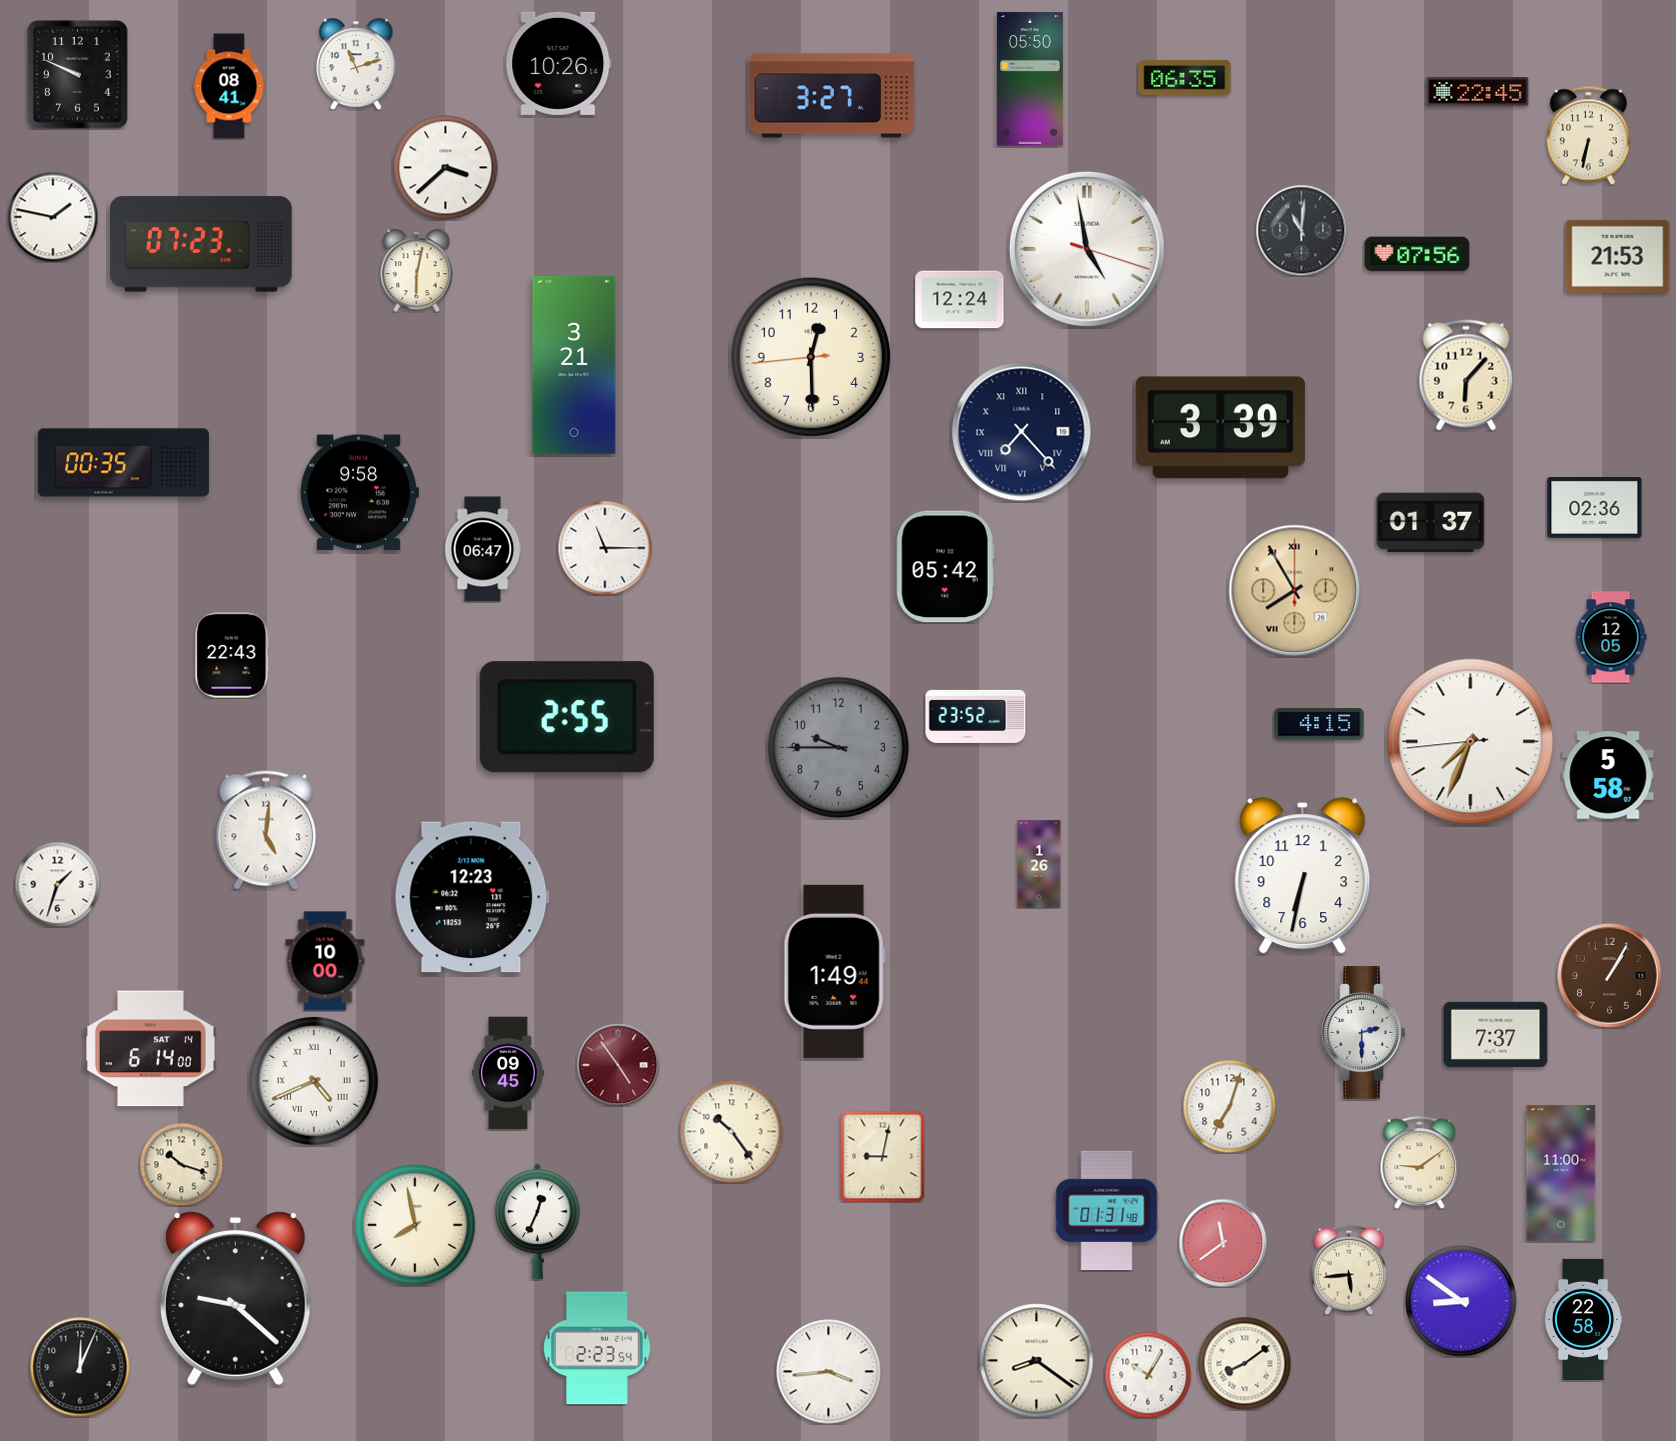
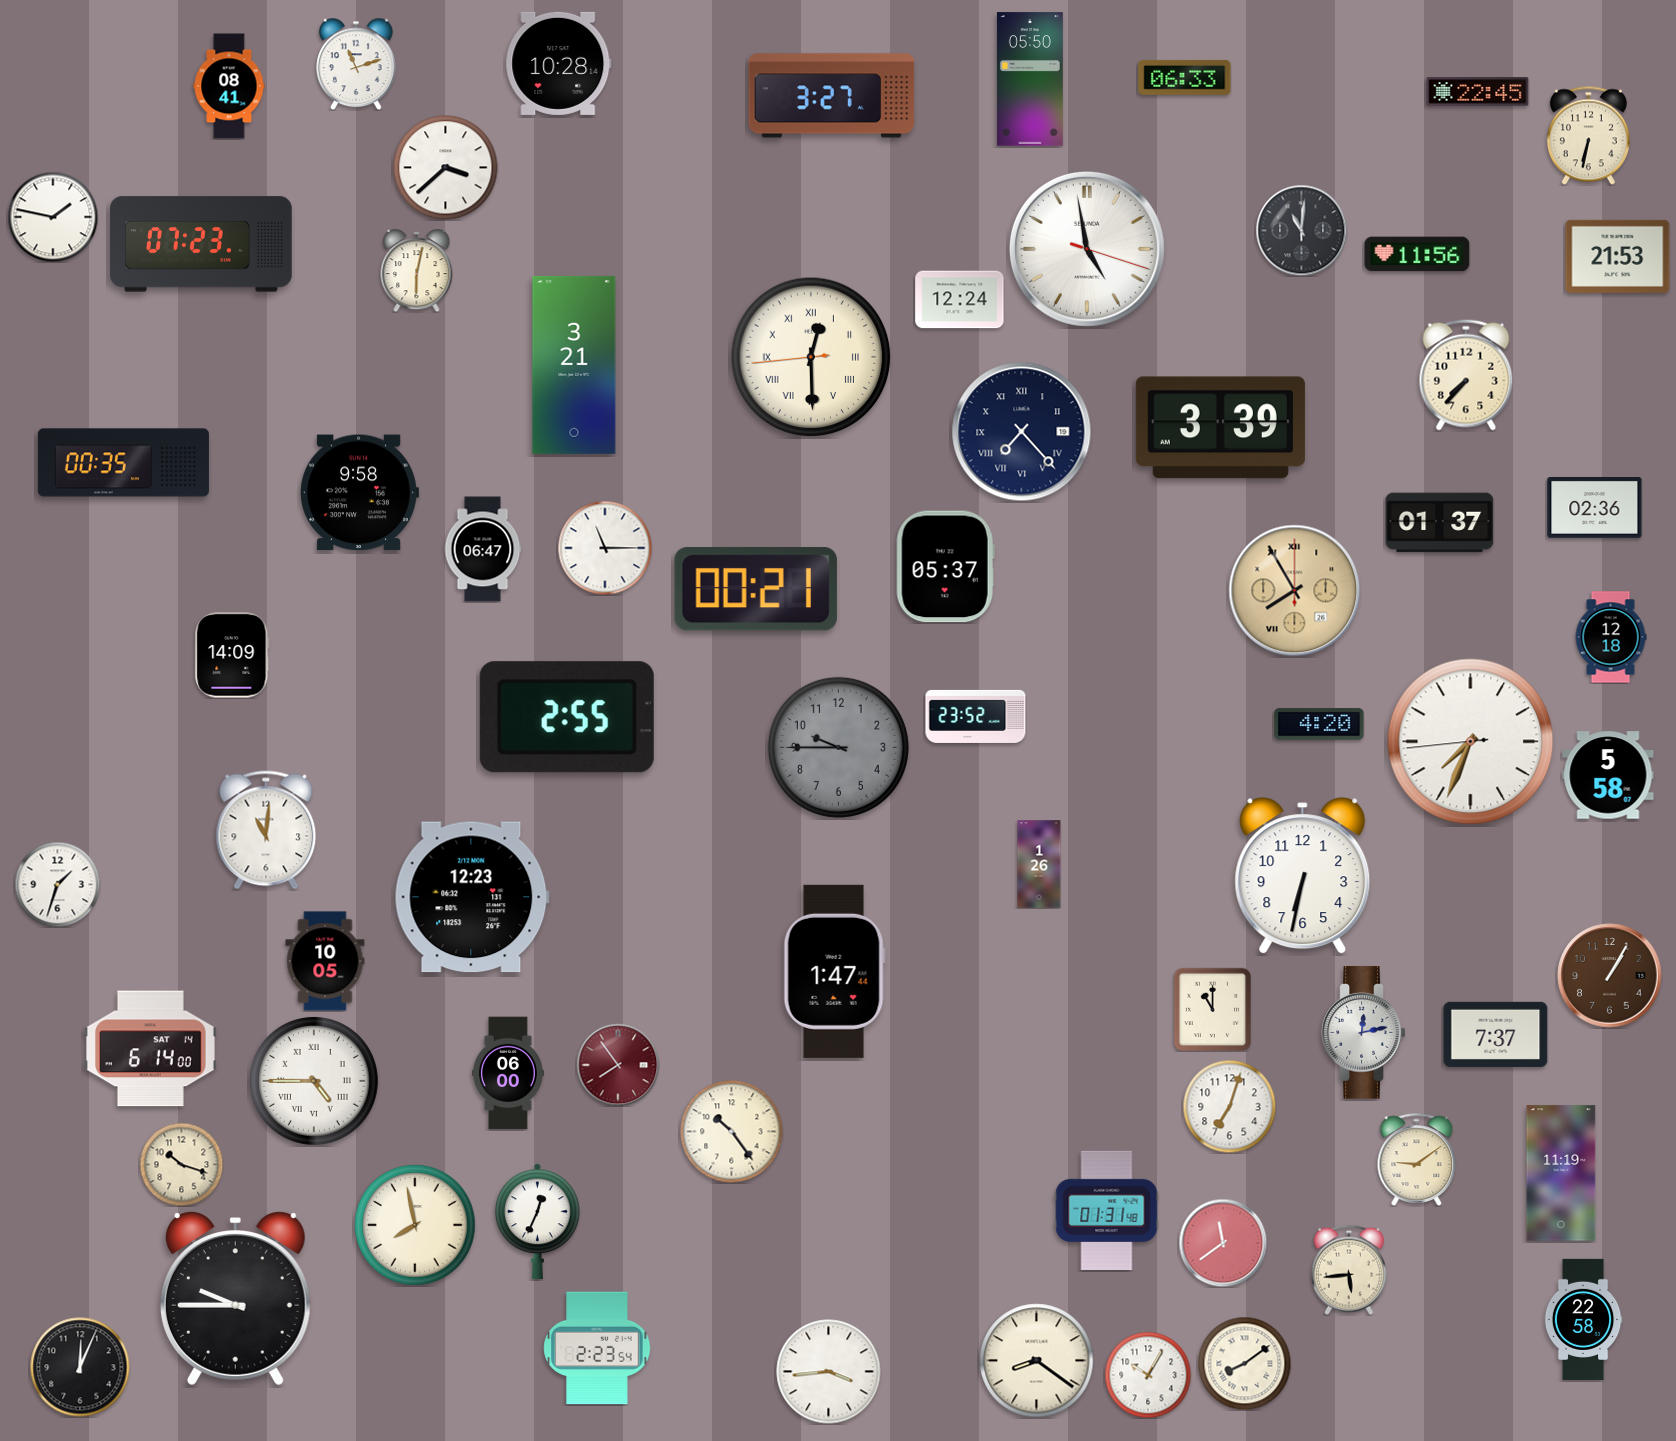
clock at (559, 63): 10:26 -> 10:28
clock at (78, 75): 9:49 -> none
clock at (1185, 77): 06:35 -> 06:33
clock at (1417, 254): 07:56 -> 11:56
clock at (811, 357) numerals: Arabic -> Roman
clock at (1466, 375): 6:07 -> 7:37
clock at (1431, 523) position: (1431, 523) -> (1440, 523)
clock at (945, 567): 05:42 -> 05:37
clock at (756, 590): none -> 00:21
clock at (1611, 637): 12:05 -> 12:18
clock at (232, 655): 22:43 -> 14:09
clock at (1319, 724): 4:15 -> 4:20
clock at (266, 830): 5:01 -> 11:01
clock at (325, 961): 10:00 -> 10:05
clock at (834, 971): 1:49 -> 1:47
clock at (1212, 1009): none -> 11:00
clock at (1364, 1033): 2:30 -> 12:13
clock at (618, 1065): 4:54 -> 7:54
clock at (508, 1073): 09:45 -> 06:00
clock at (314, 1081): 4:41 -> 4:45
clock at (883, 1156): 9:02 -> none
clock at (1420, 1162) position: (1420, 1162) -> (1417, 1159)
clock at (1561, 1173): 11:00 -> 11:19
clock at (235, 1299): 9:22 -> 9:45
clock at (1461, 1301): 8:51 -> none
